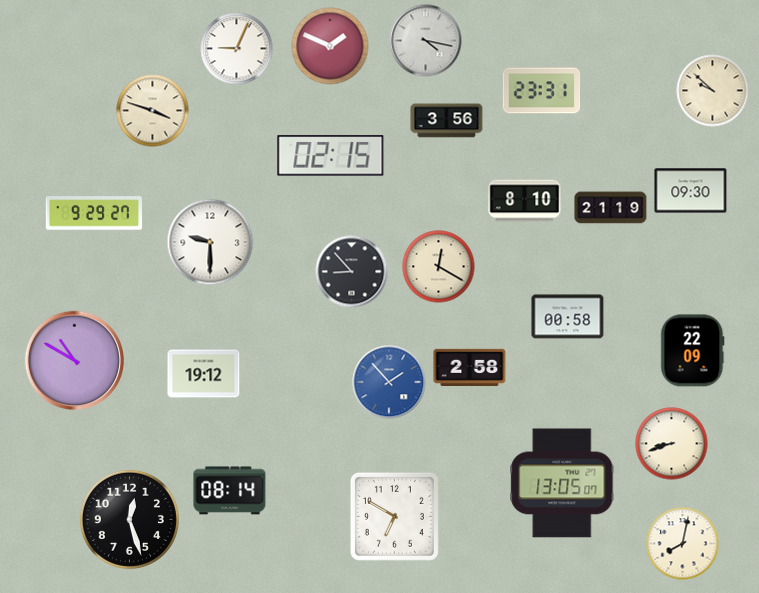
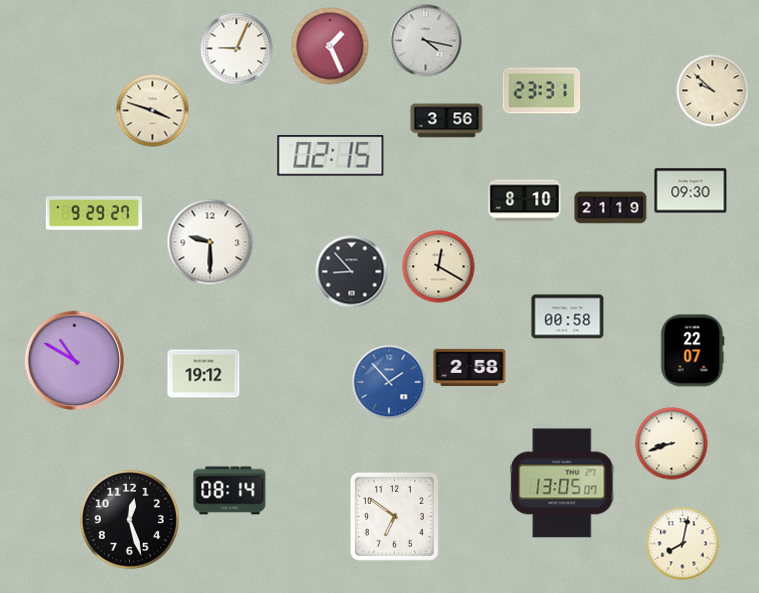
clock at (330, 46): 1:49 -> 1:26
clock at (693, 351): 22:09 -> 22:07
clock at (394, 516): 6:50 -> 6:51
